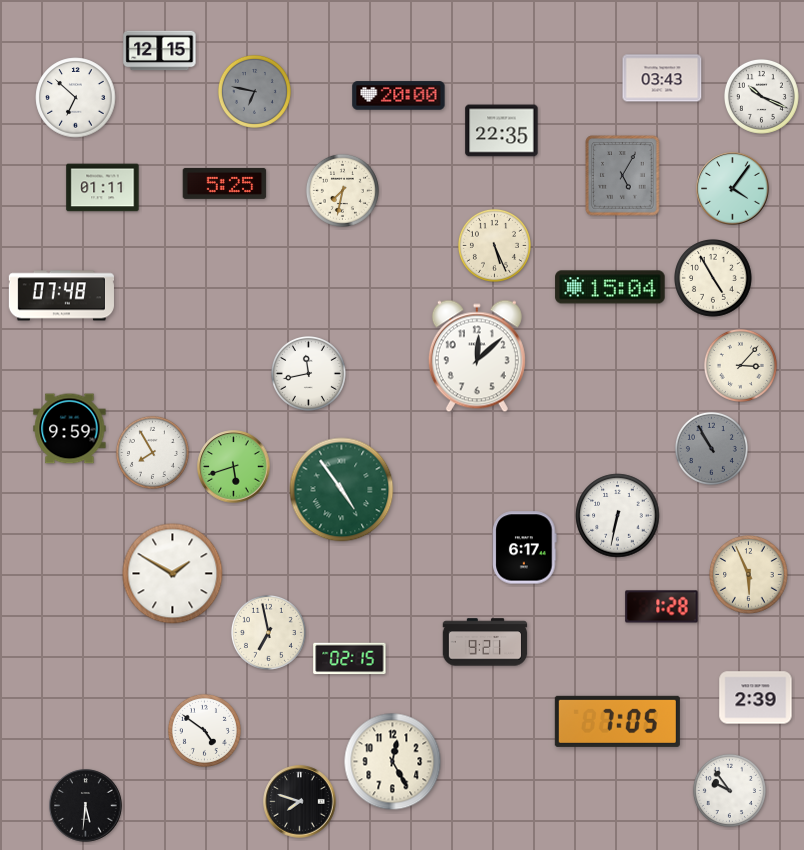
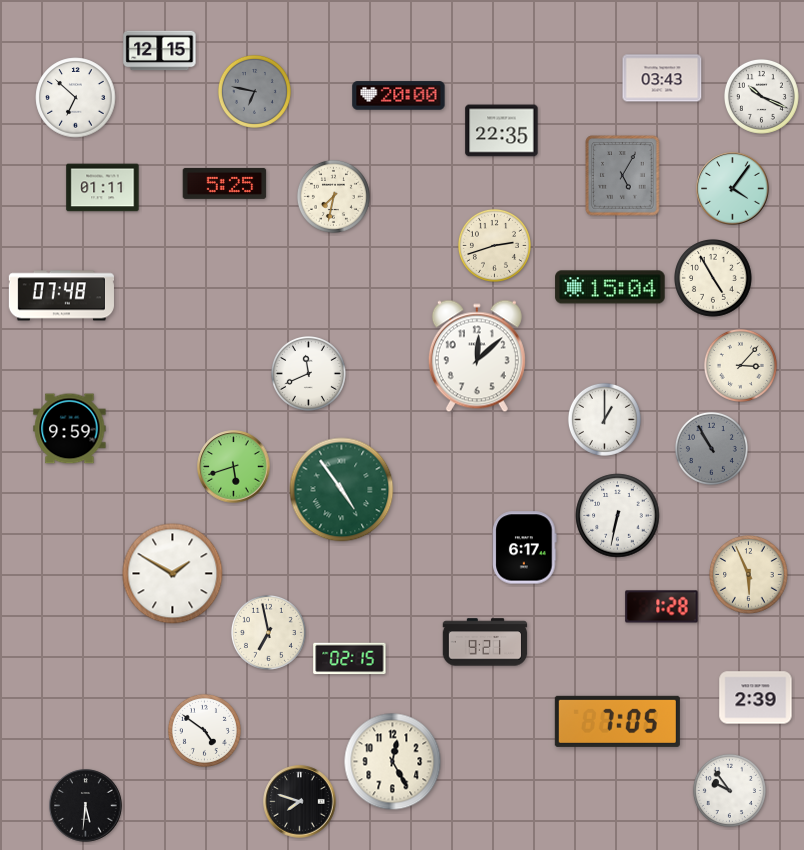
clock at (342, 190) position: (342, 190) -> (333, 196)
clock at (494, 245): 5:26 -> 2:42
clock at (308, 373): 11:43 -> 11:41
clock at (604, 419): none -> 1:00
clock at (152, 452): 7:55 -> none
